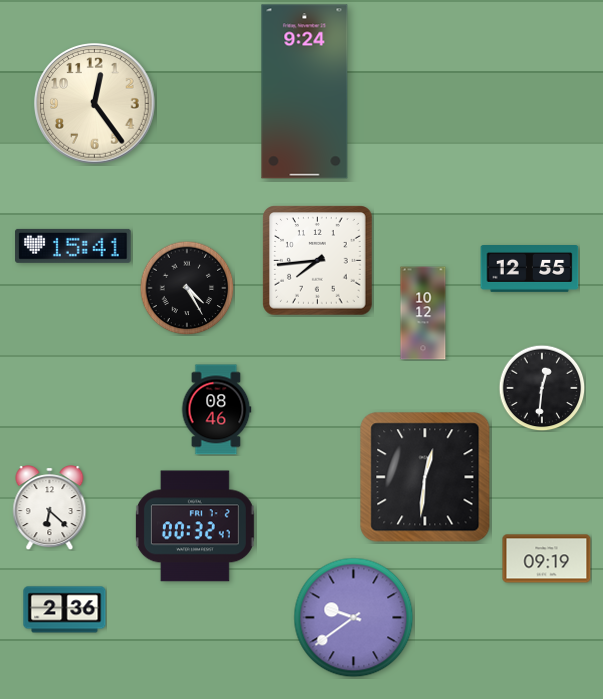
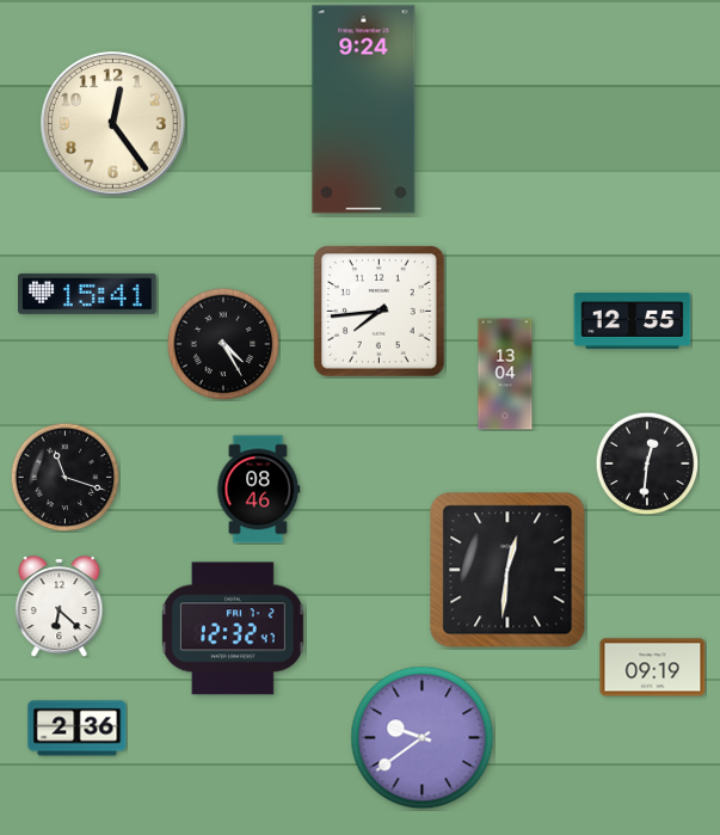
clock at (423, 313): 10:12 -> 13:04
clock at (64, 477): none -> 11:18
clock at (195, 526): 00:32 -> 12:32
